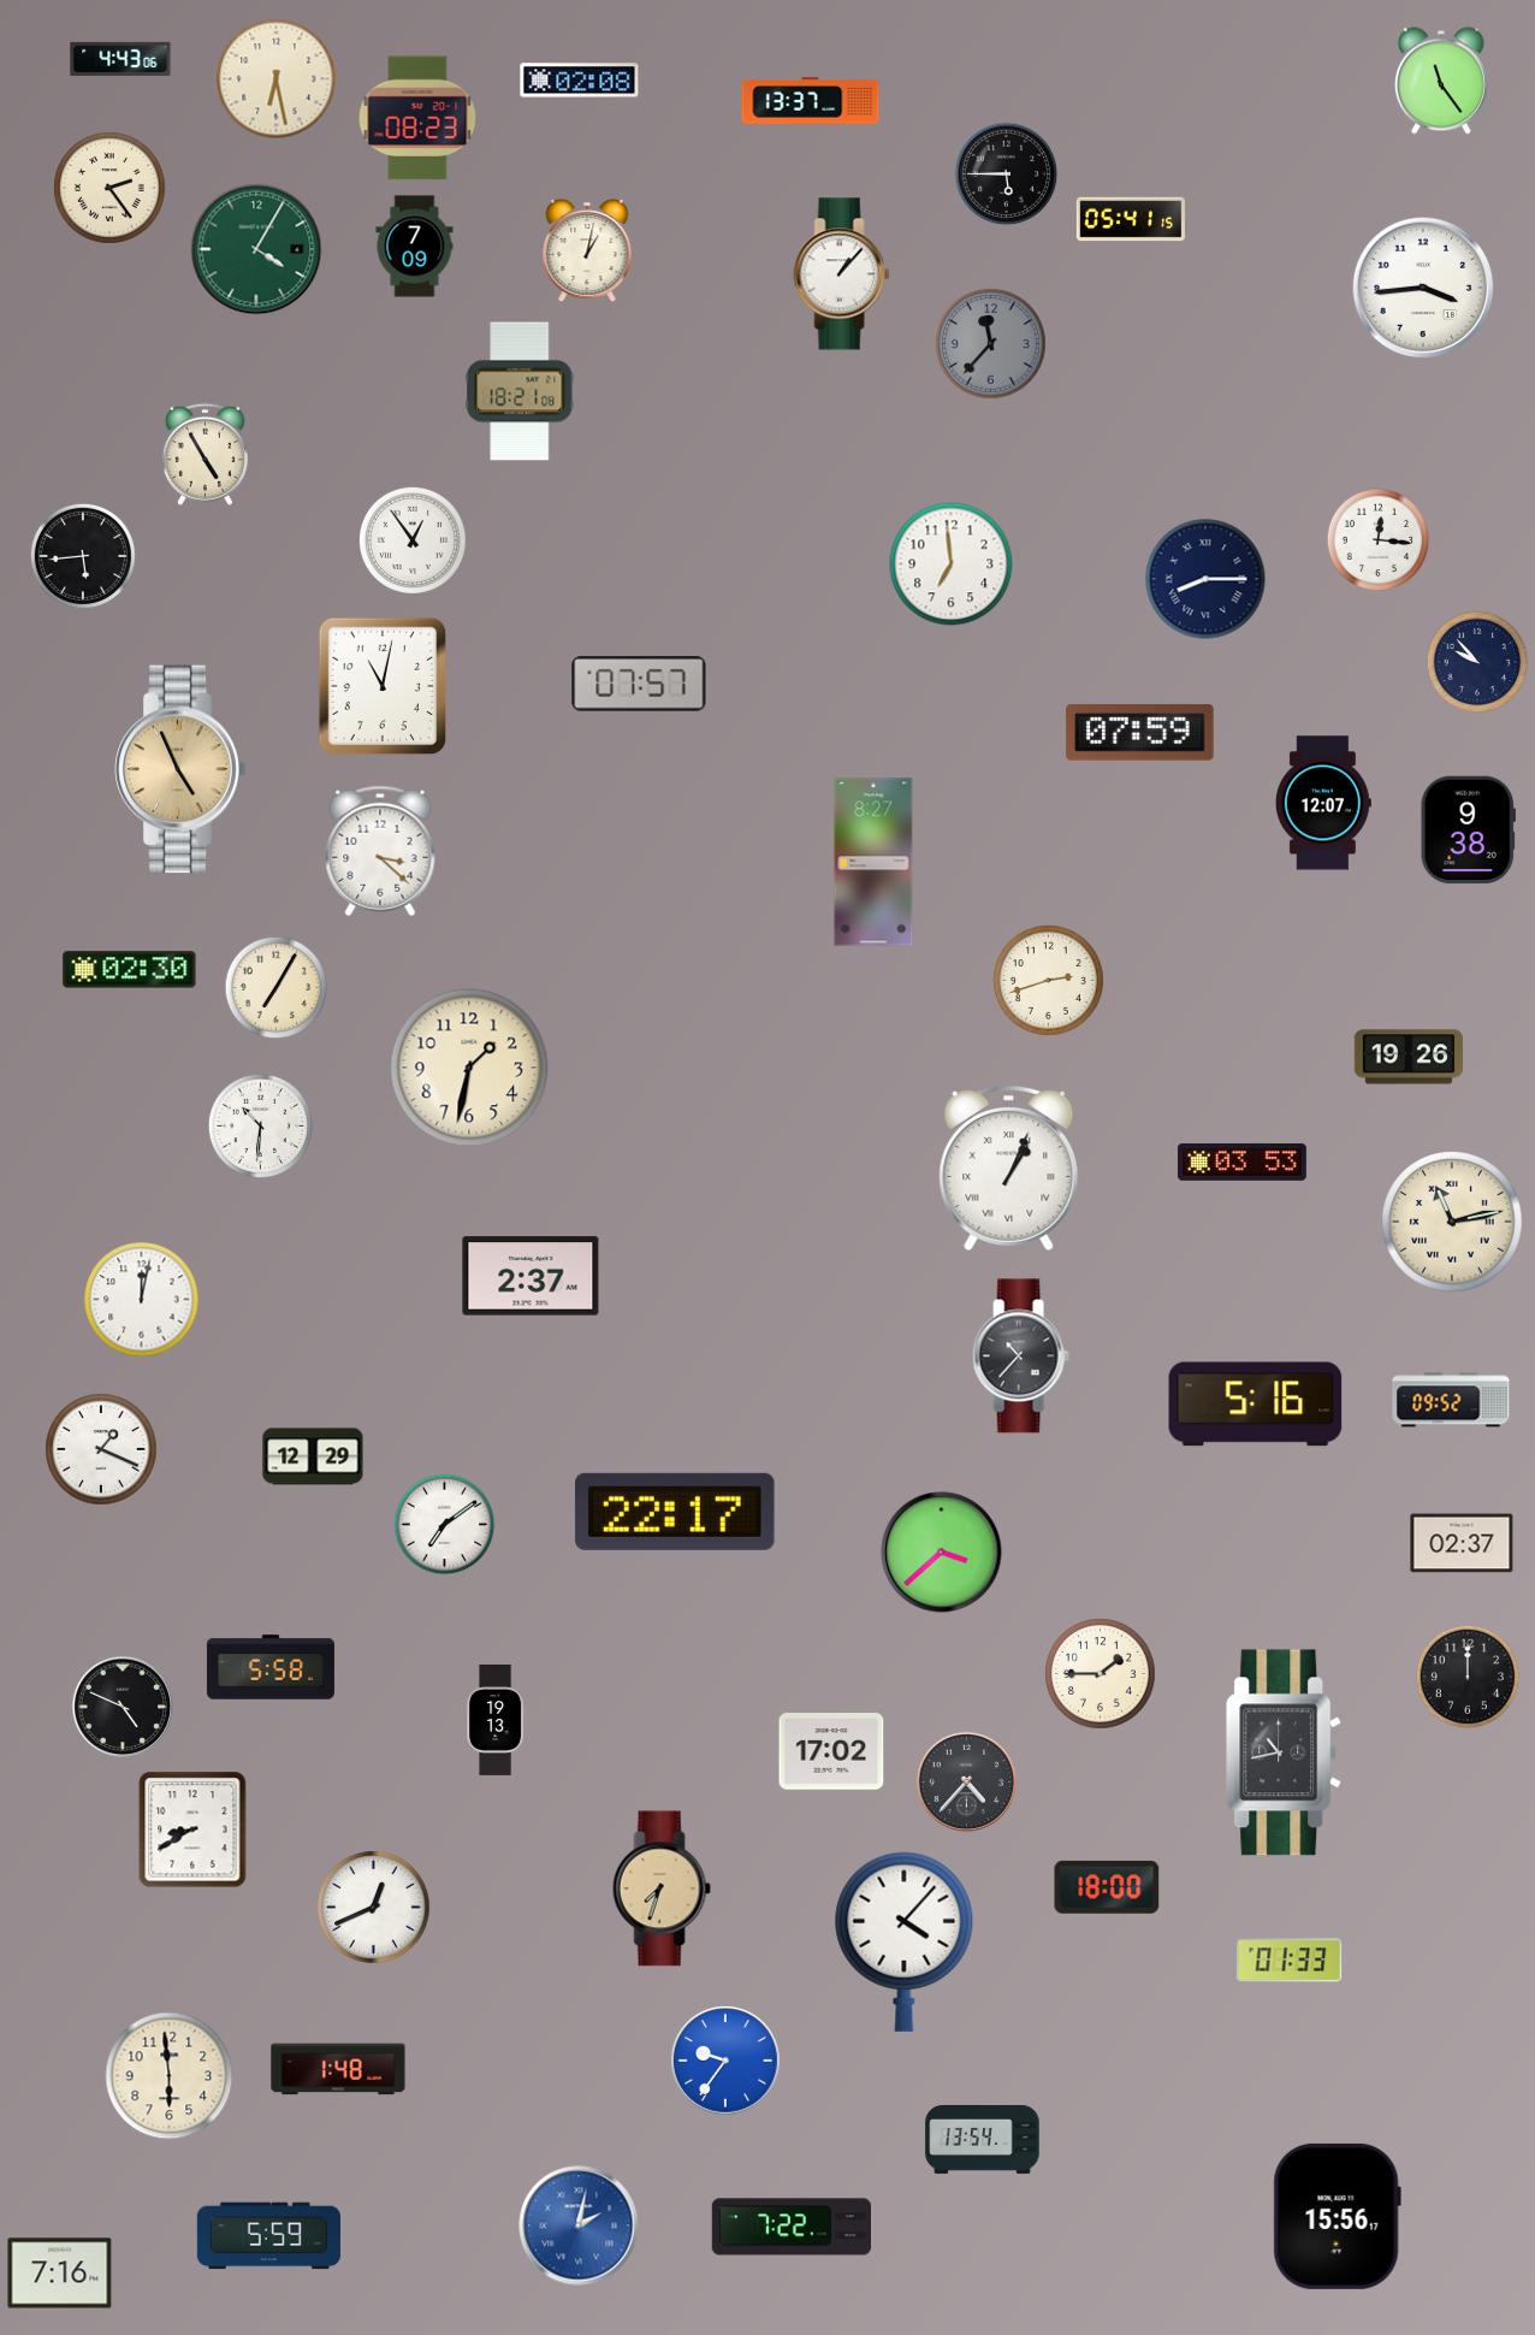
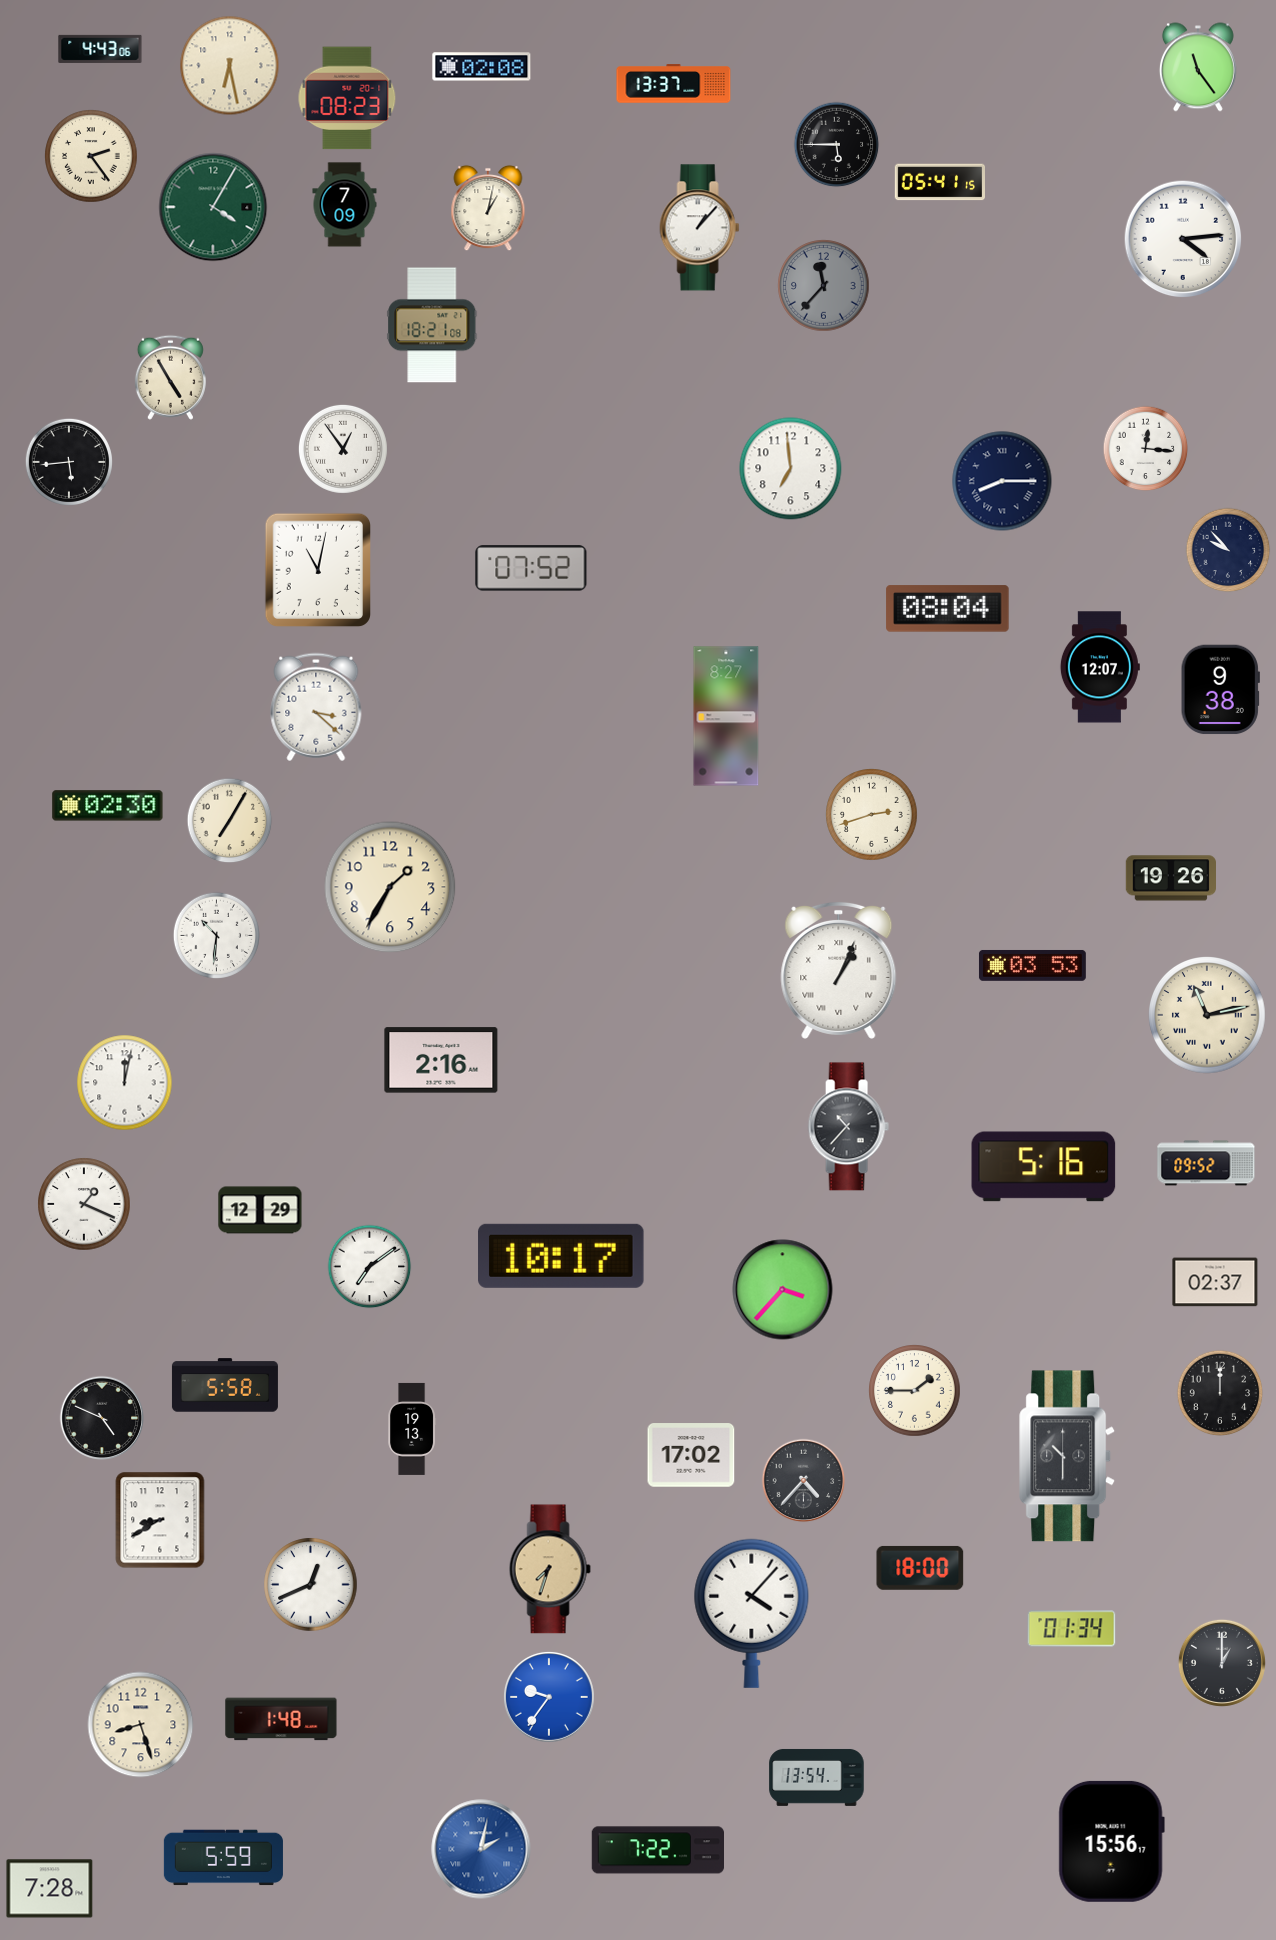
clock at (1423, 288): 3:44 -> 4:14
clock at (639, 684): 07:57 -> 07:52
clock at (1140, 733): 07:59 -> 08:04
clock at (180, 769): 4:56 -> none
clock at (469, 1068): 1:32 -> 1:35
clock at (531, 1276): 2:37 -> 2:16
clock at (142, 1300) position: (142, 1300) -> (125, 1083)
clock at (675, 1512): 22:17 -> 10:17
clock at (942, 1553): 3:38 -> 3:37
clock at (1285, 1752): 10:43 -> 10:30
clock at (1290, 1961): 01:33 -> 01:34
clock at (1222, 1663): none -> 1:00
clock at (725, 2061) position: (725, 2061) -> (549, 1697)
clock at (170, 2076): 5:59 -> 8:27
clock at (60, 2274): 7:16 -> 7:28
